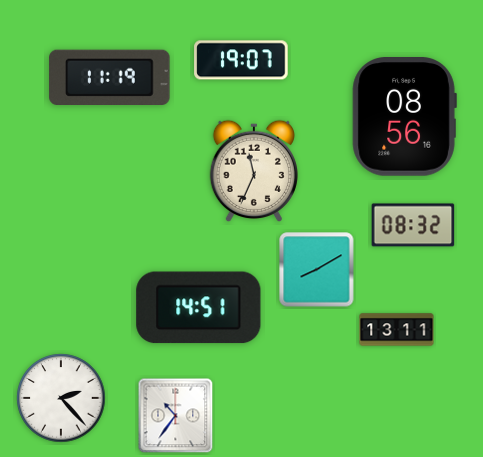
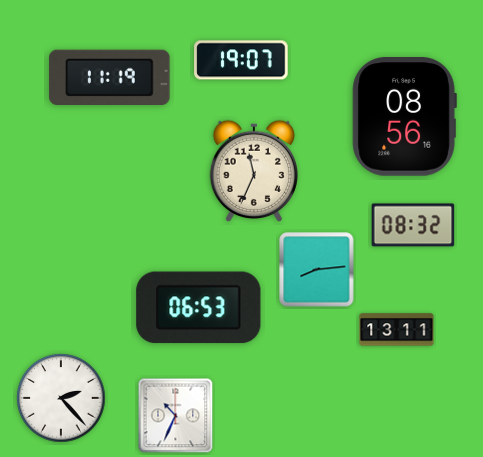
clock at (317, 270): 8:10 -> 8:14
clock at (199, 308): 14:51 -> 06:53
clock at (176, 416): 10:36 -> 10:34
